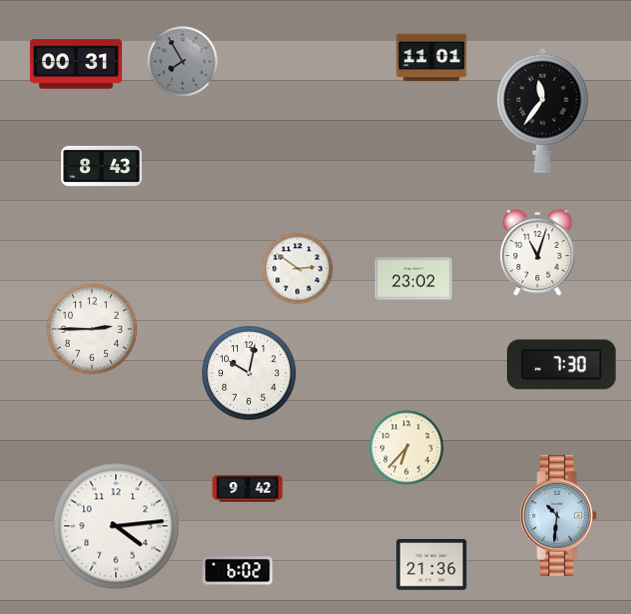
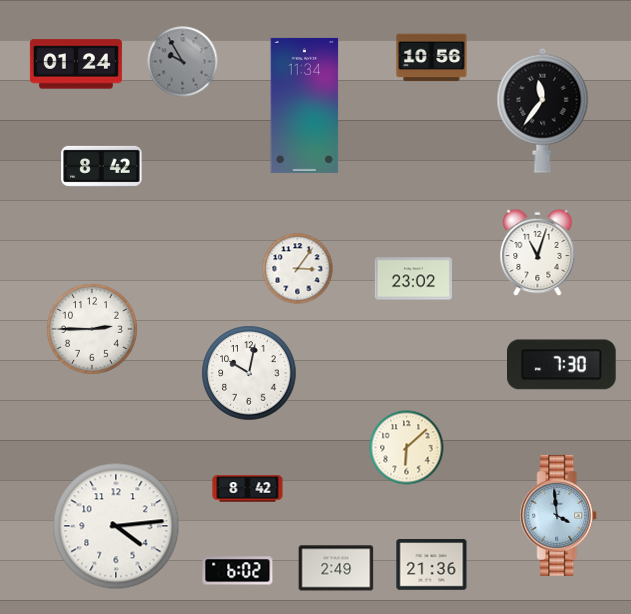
clock at (432, 58): 11:01 -> 10:56
clock at (183, 62): 7:55 -> 9:55
clock at (76, 64): 00:31 -> 01:24
clock at (305, 105): none -> 11:34
clock at (102, 166): 8:43 -> 8:42
clock at (298, 269): 2:51 -> 3:06
clock at (407, 448): 6:37 -> 6:08
clock at (248, 489): 9:42 -> 8:42
clock at (559, 515): 10:31 -> 3:59
clock at (336, 568): none -> 2:49
